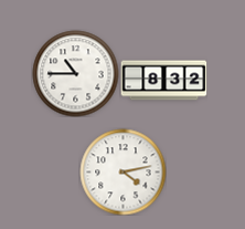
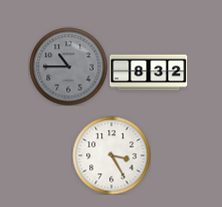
clock at (75, 73) dial: white -> grey
clock at (122, 171): 4:13 -> 3:25
